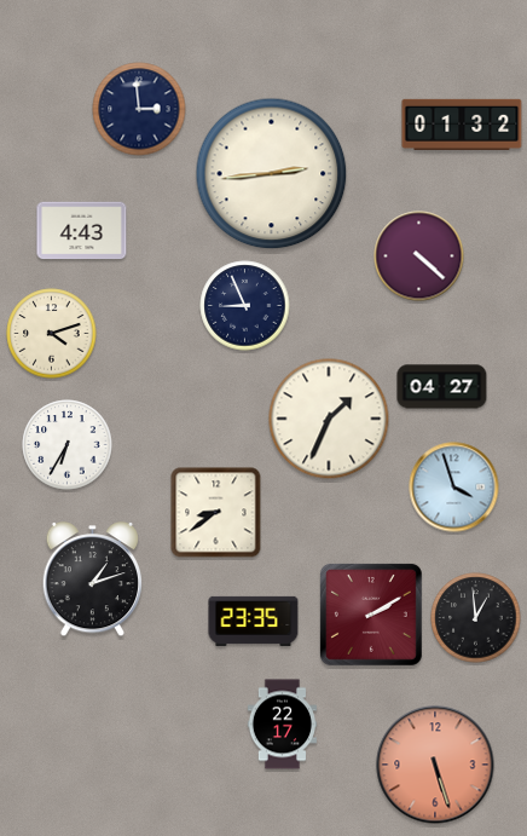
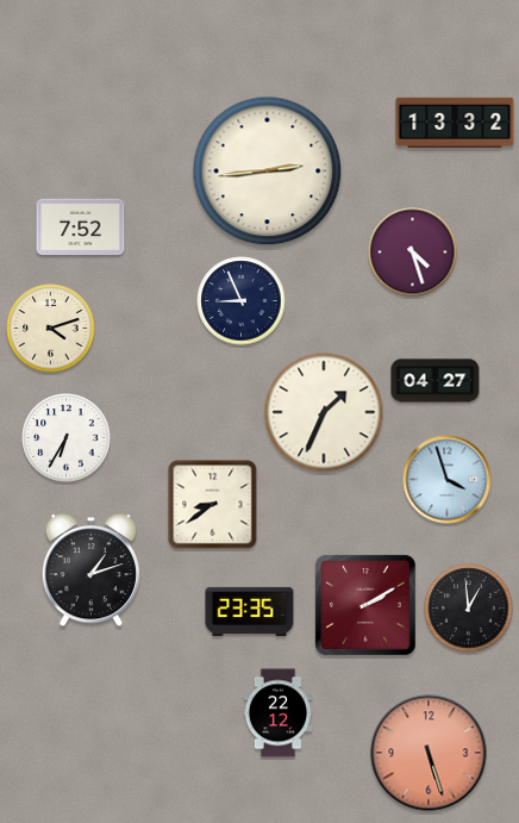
clock at (139, 109): 2:59 -> none
clock at (462, 125): 01:32 -> 13:32
clock at (82, 231): 4:43 -> 7:52
clock at (419, 256): 4:22 -> 4:27
clock at (283, 725): 22:17 -> 22:12
